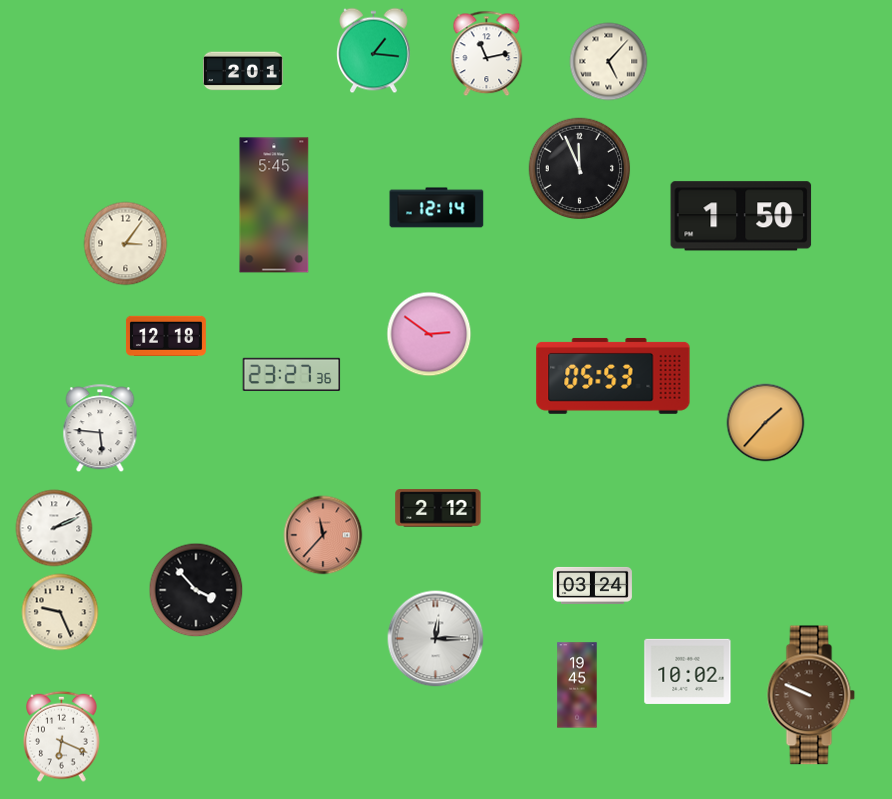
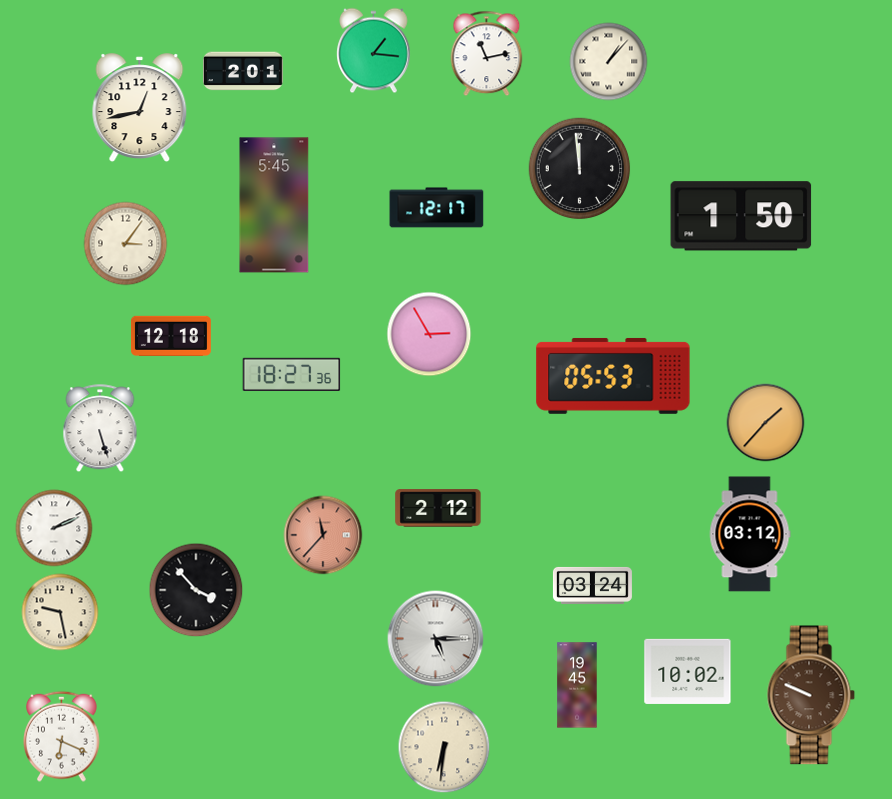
clock at (609, 62): 5:07 -> 1:07
clock at (140, 108): none -> 12:43
clock at (580, 169): 11:56 -> 11:59
clock at (437, 208): 12:14 -> 12:17
clock at (429, 334): 2:51 -> 2:55
clock at (166, 336) position: (166, 336) -> (171, 336)
clock at (292, 374): 23:27 -> 18:27
clock at (100, 429): 5:46 -> 5:27
clock at (750, 534): none -> 03:12
clock at (60, 612): 9:26 -> 9:28
clock at (436, 639): 12:15 -> 5:15
clock at (444, 747): none -> 6:31
